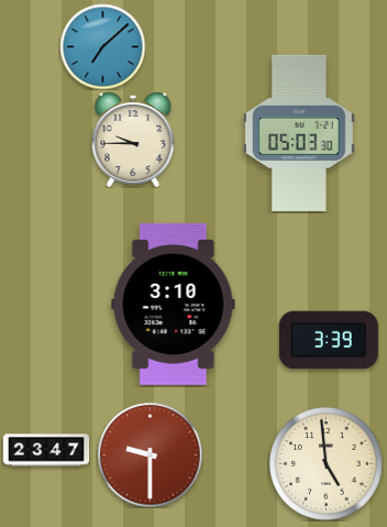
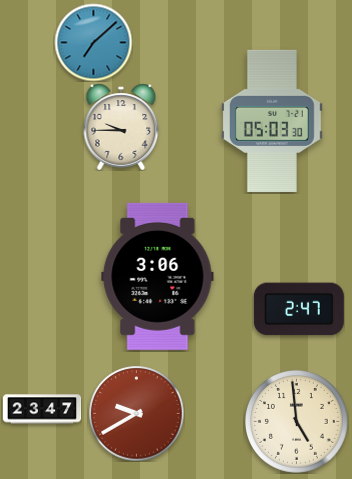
clock at (174, 304): 3:10 -> 3:06
clock at (329, 340): 3:39 -> 2:47
clock at (150, 454): 9:30 -> 9:40
